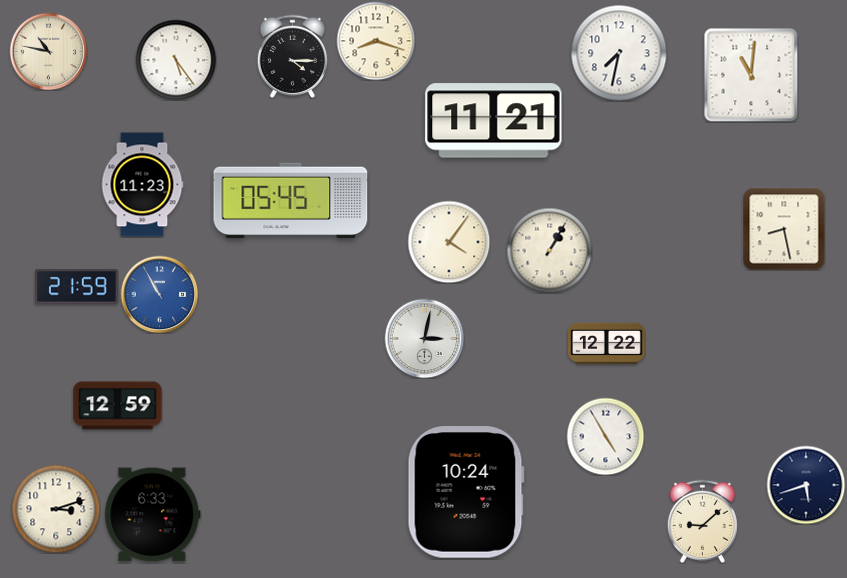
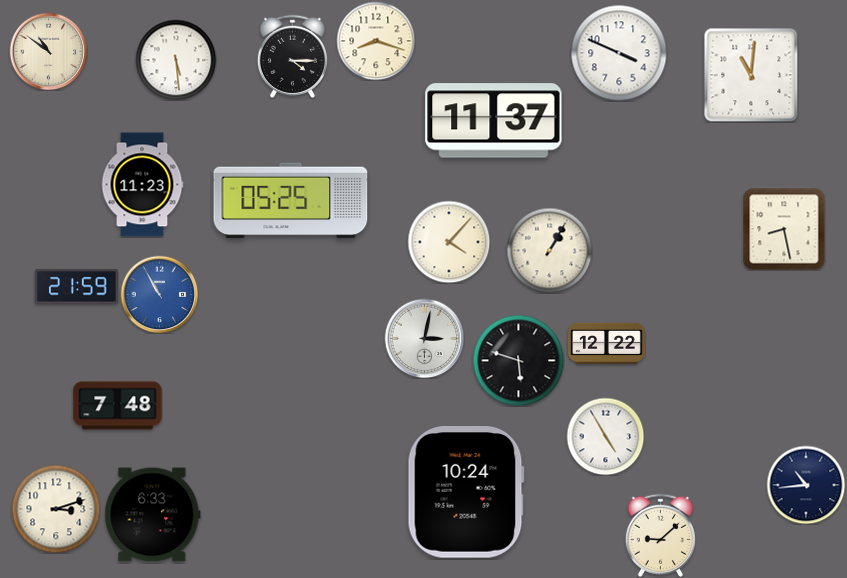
clock at (48, 51): 10:47 -> 10:51
clock at (619, 53): 7:32 -> 3:49
clock at (176, 60): 5:24 -> 5:29
clock at (494, 121): 11:21 -> 11:37
clock at (291, 201): 05:45 -> 05:25
clock at (449, 242): 4:06 -> 4:07
clock at (518, 360): none -> 5:48
clock at (118, 406): 12:59 -> 7:48
clock at (806, 485): 5:42 -> 10:44
clock at (702, 521) position: (702, 521) -> (660, 535)
